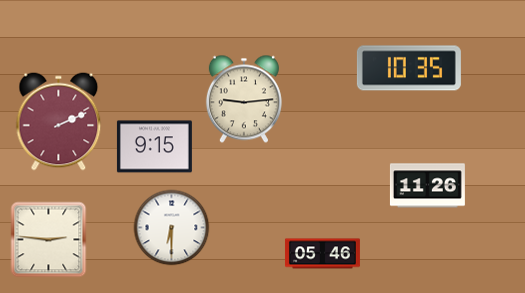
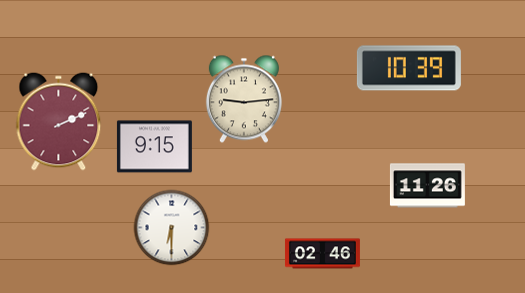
clock at (409, 68): 10:35 -> 10:39
clock at (49, 240): 2:46 -> none
clock at (322, 254): 05:46 -> 02:46
